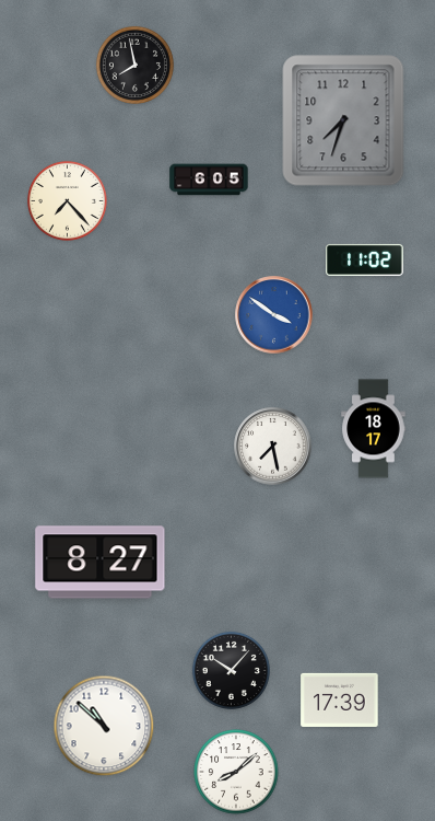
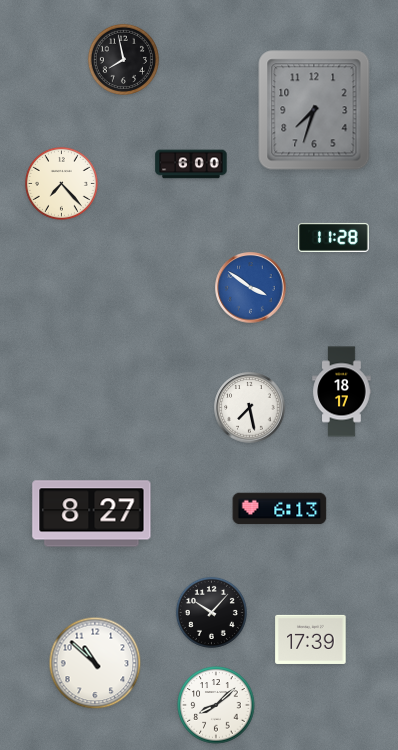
clock at (209, 180): 6:05 -> 6:00
clock at (365, 259): 11:02 -> 11:28
clock at (280, 509): none -> 6:13
